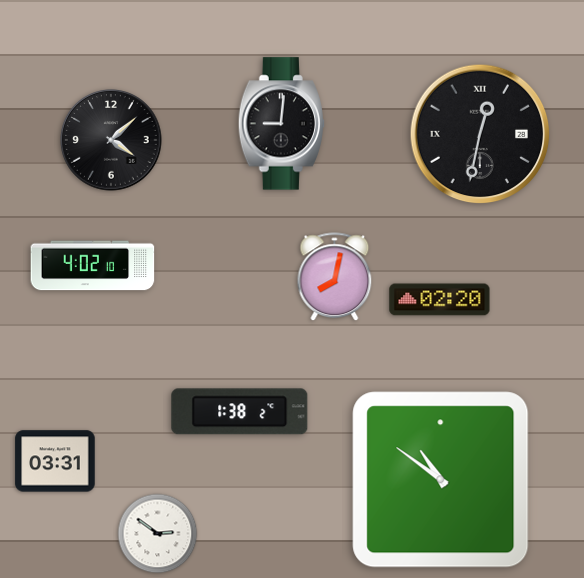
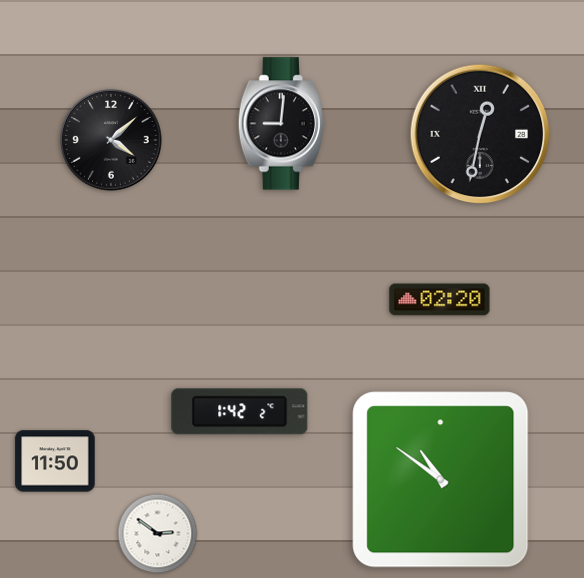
clock at (93, 266): 4:02 -> none
clock at (335, 277): 8:02 -> none
clock at (240, 412): 1:38 -> 1:42
clock at (55, 461): 03:31 -> 11:50
